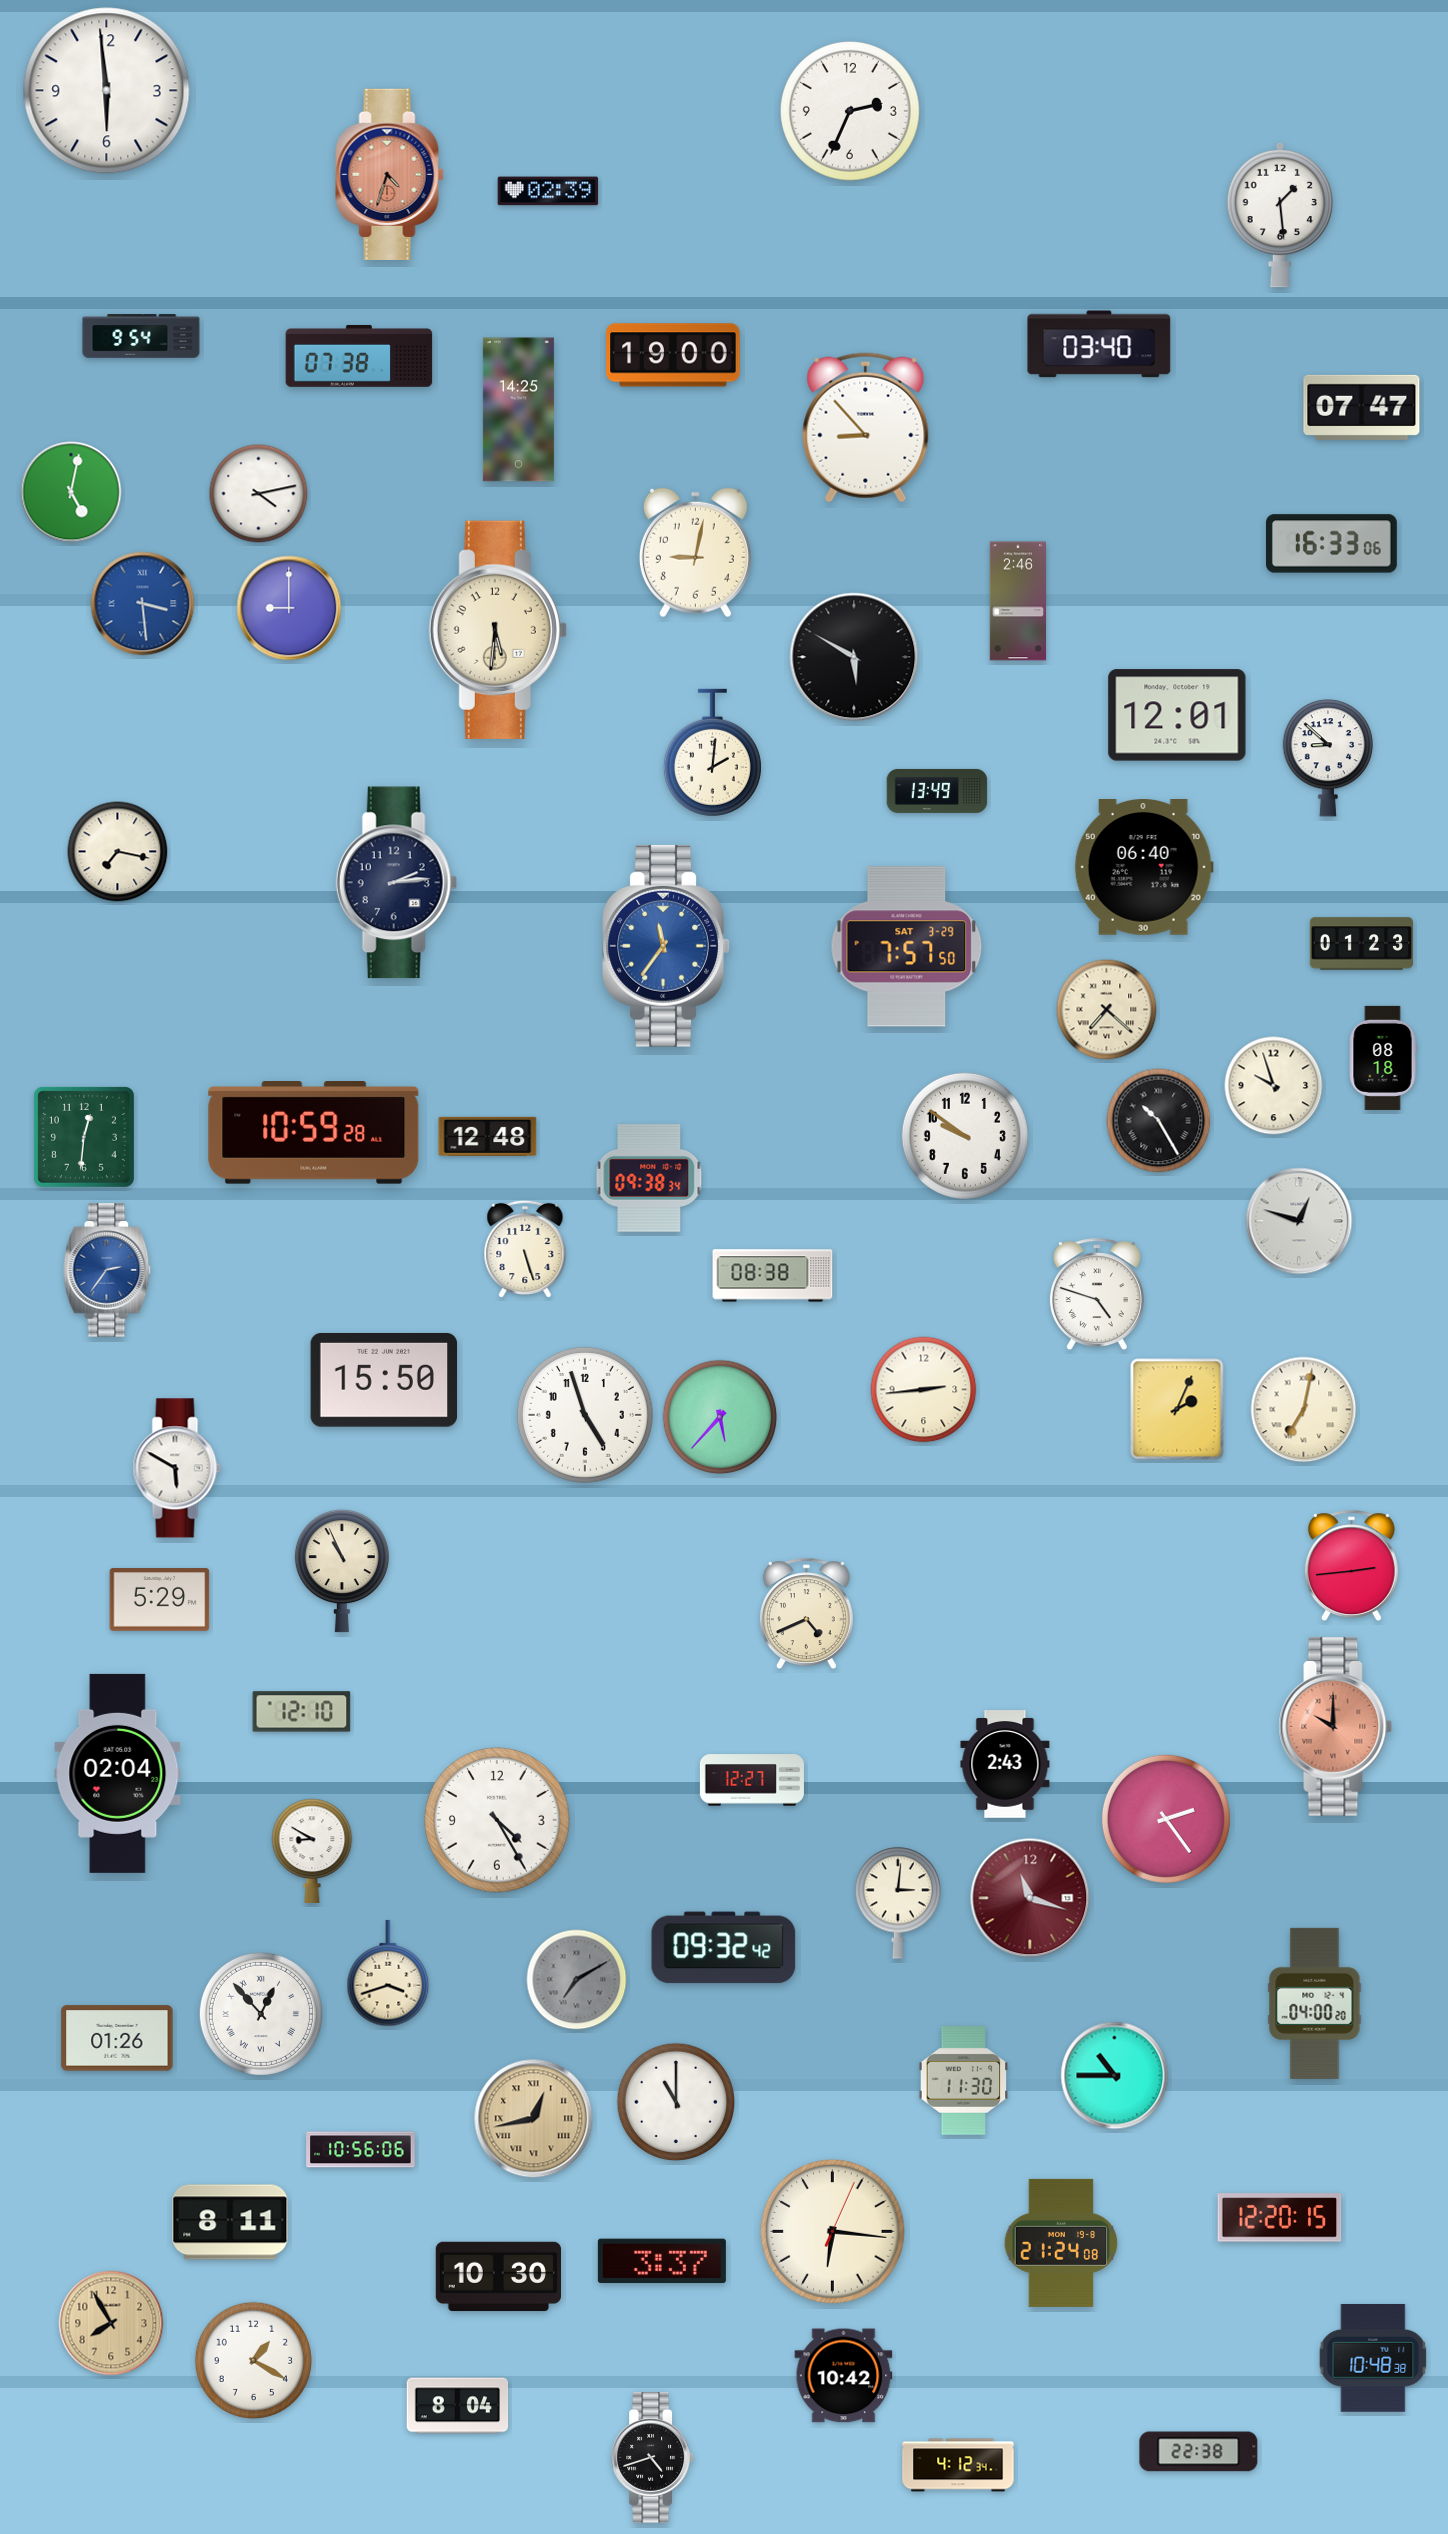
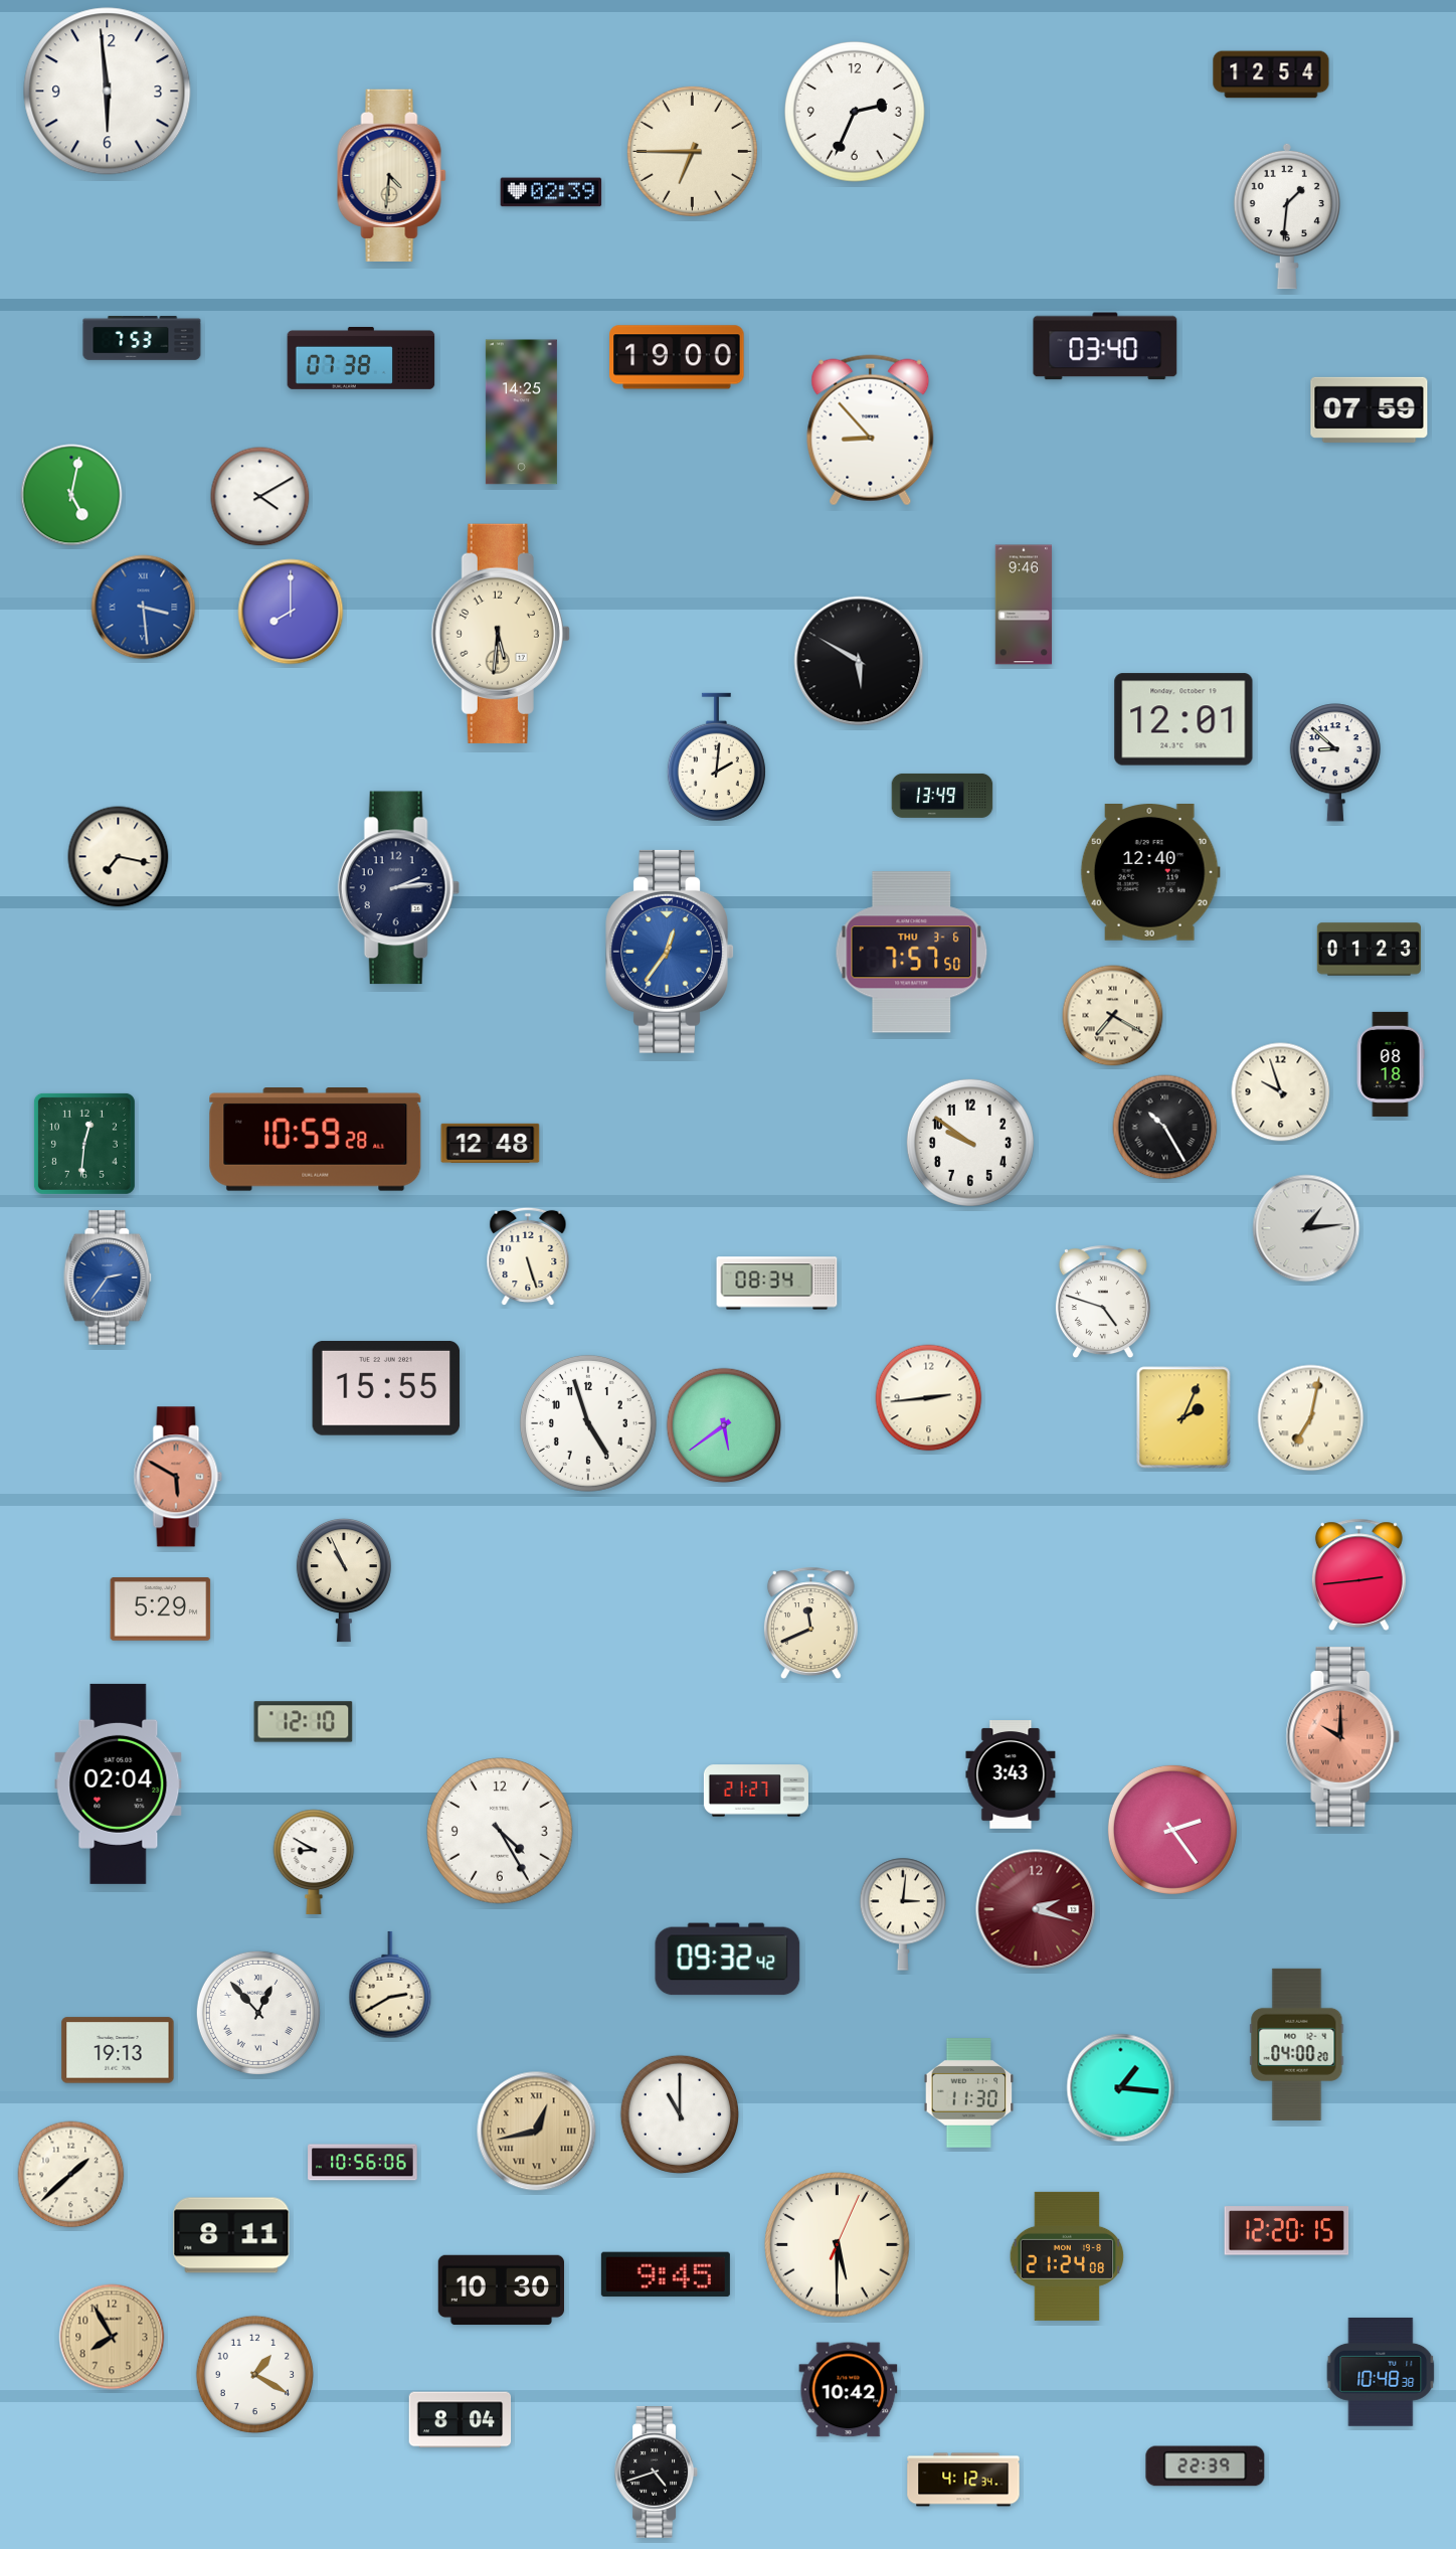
clock at (1271, 74): none -> 12:54
clock at (692, 151): none -> 6:45
clock at (390, 174): 4:33 -> 4:31
clock at (390, 174) dial: salmon -> cream
clock at (1280, 215): 1:29 -> 1:31
clock at (141, 336): 9:54 -> 7:53
clock at (1362, 407): 07:47 -> 07:59
clock at (259, 494): 4:13 -> 4:10
clock at (1332, 544): 16:33 -> none
clock at (695, 553): 9:02 -> none
clock at (1018, 601): 2:46 -> 9:46
clock at (289, 608): 9:00 -> 8:00
clock at (1144, 868): 06:40 -> 12:40
clock at (666, 946): 11:36 -> 12:36
clock at (907, 947) date: SAT 3-29 -> THU 3-6
clock at (1107, 1010): 7:22 -> 7:20
clock at (649, 1179): 09:38 -> none
clock at (1299, 1221): 12:48 -> 1:14
clock at (773, 1276): 08:38 -> 08:34
clock at (384, 1380): 15:50 -> 15:55
clock at (720, 1417): 5:37 -> 5:39
clock at (177, 1468) dial: white -> salmon
clock at (806, 1613): 4:41 -> 11:41
clock at (1005, 1765): 2:43 -> 3:43
clock at (752, 1780): 12:27 -> 21:27
clock at (1030, 1898): 11:18 -> 2:18
clock at (388, 1973): 3:42 -> 2:40
clock at (577, 1980): 7:10 -> none
clock at (1315, 2003) position: (1315, 2003) -> (1297, 2044)
clock at (261, 2014) position: (261, 2014) -> (258, 2013)
clock at (117, 2038): 01:26 -> 19:13
clock at (1115, 2076): 10:45 -> 1:16
clock at (71, 2175): none -> 1:38
clock at (833, 2232): 6:16 -> 5:30
clock at (662, 2261): 3:37 -> 9:45
clock at (1199, 2452): 22:38 -> 22:39
